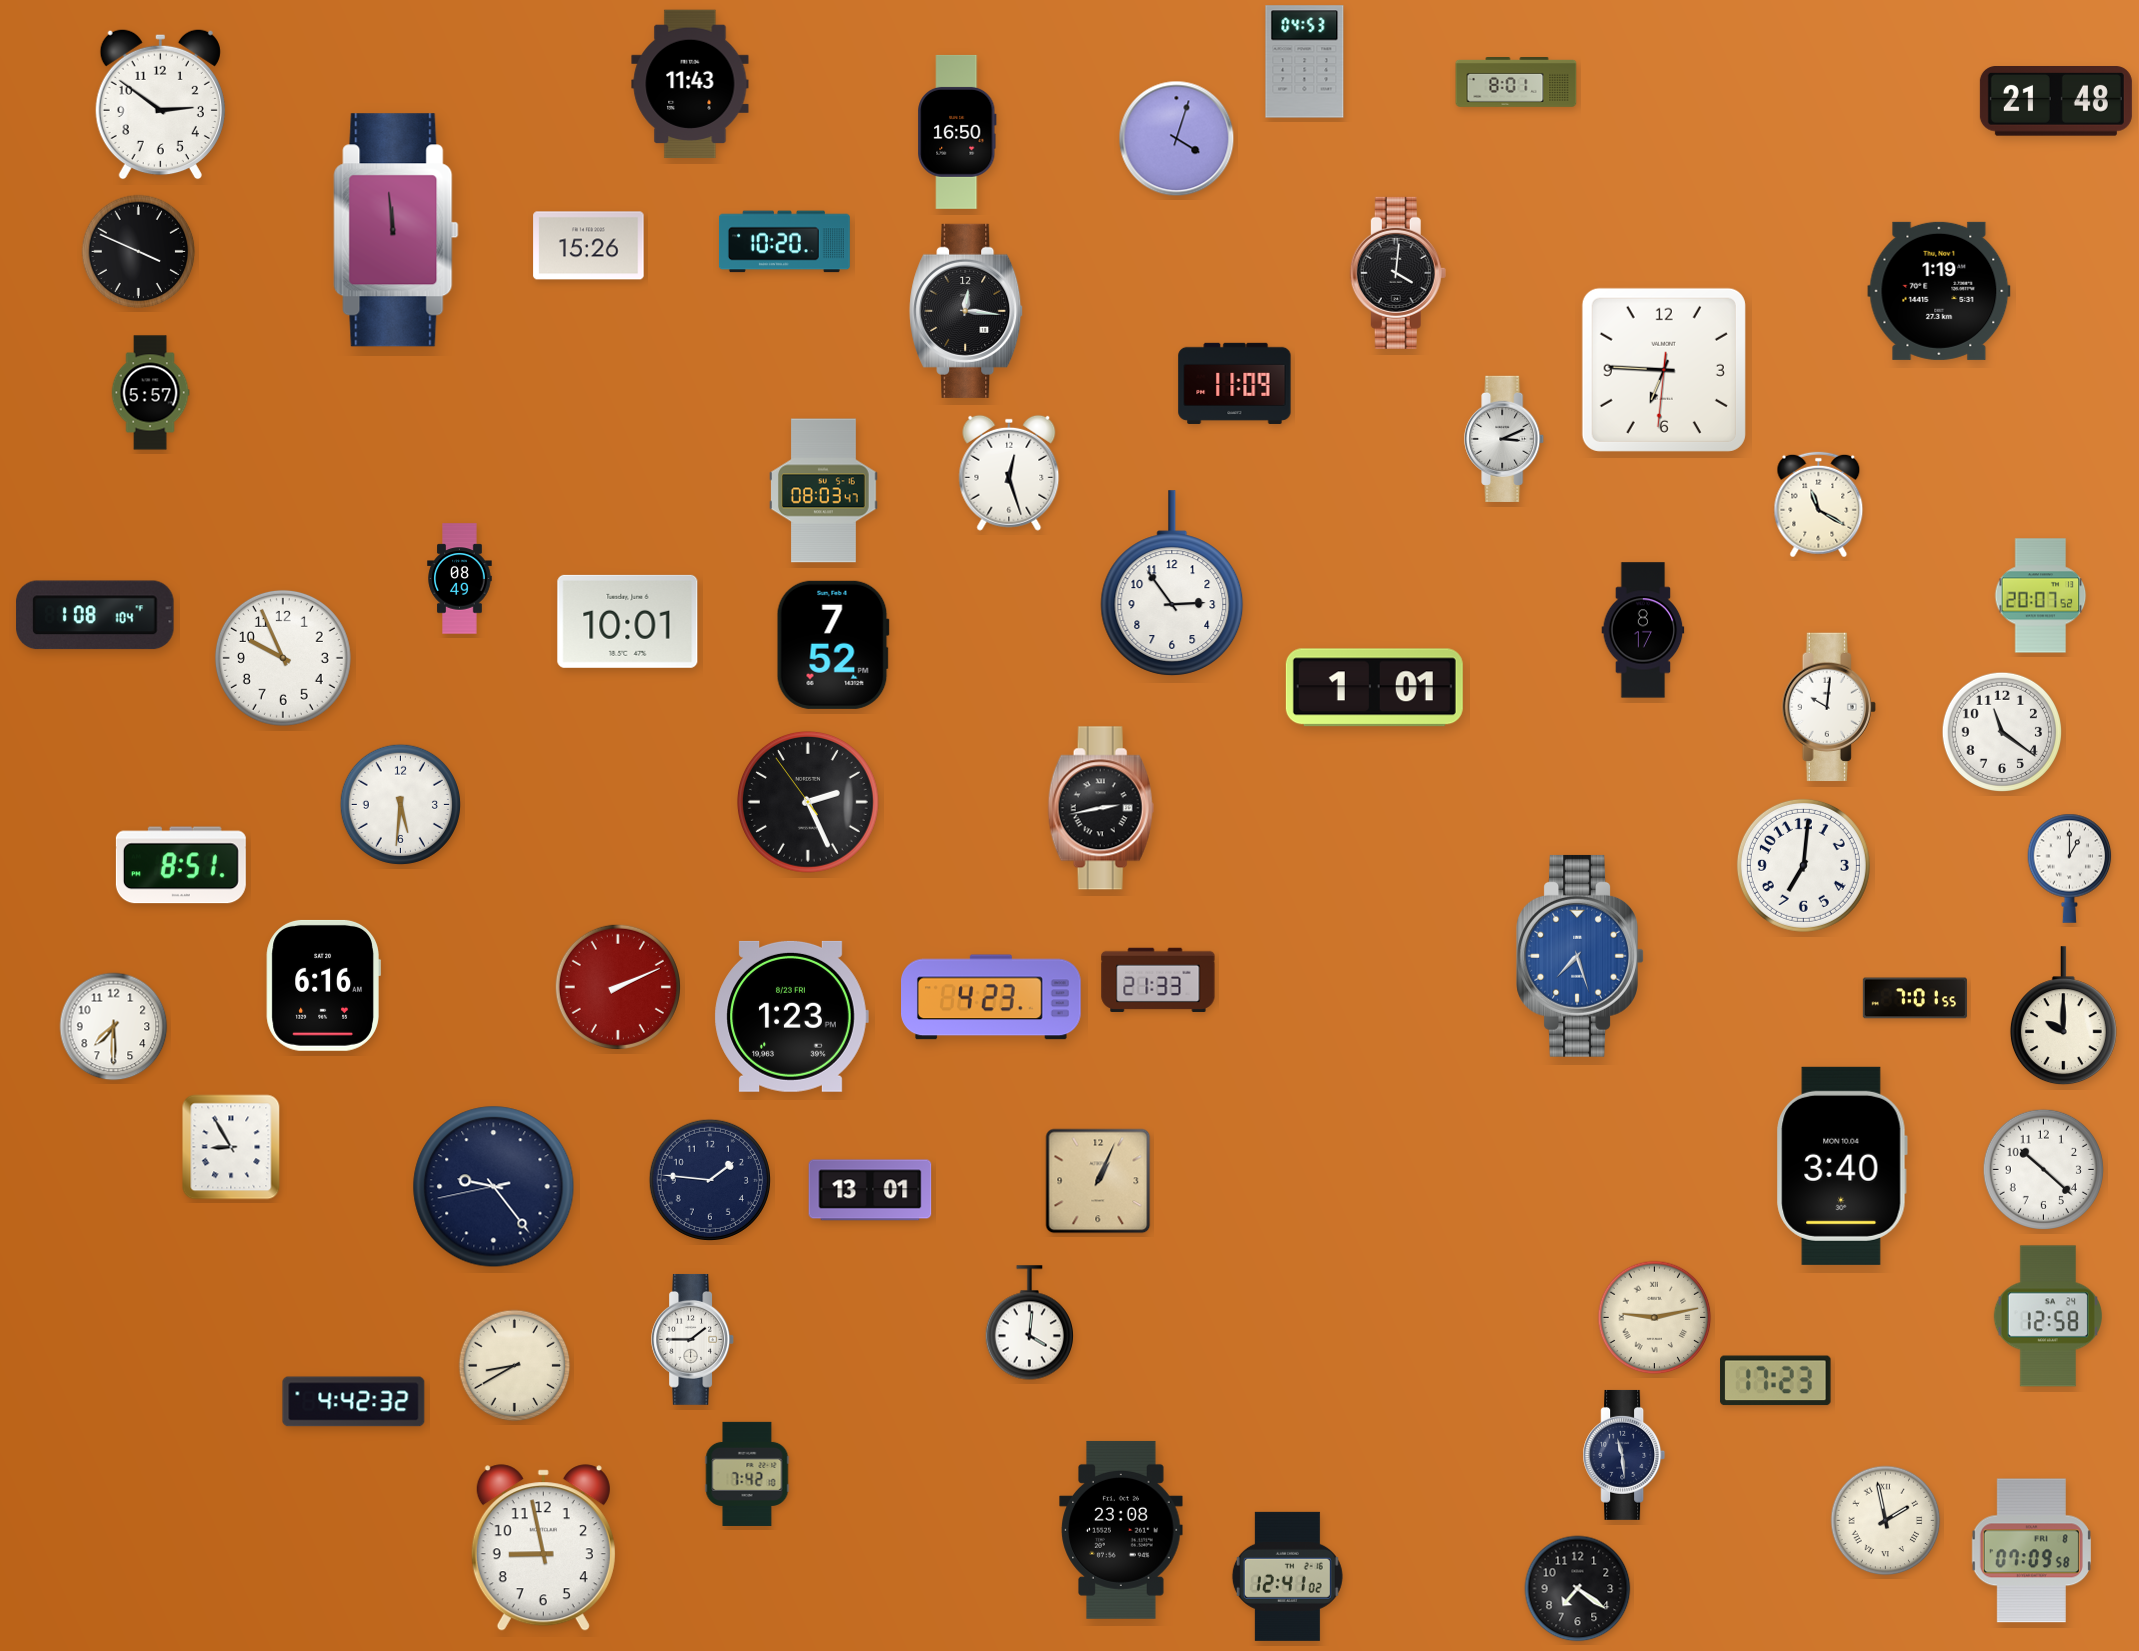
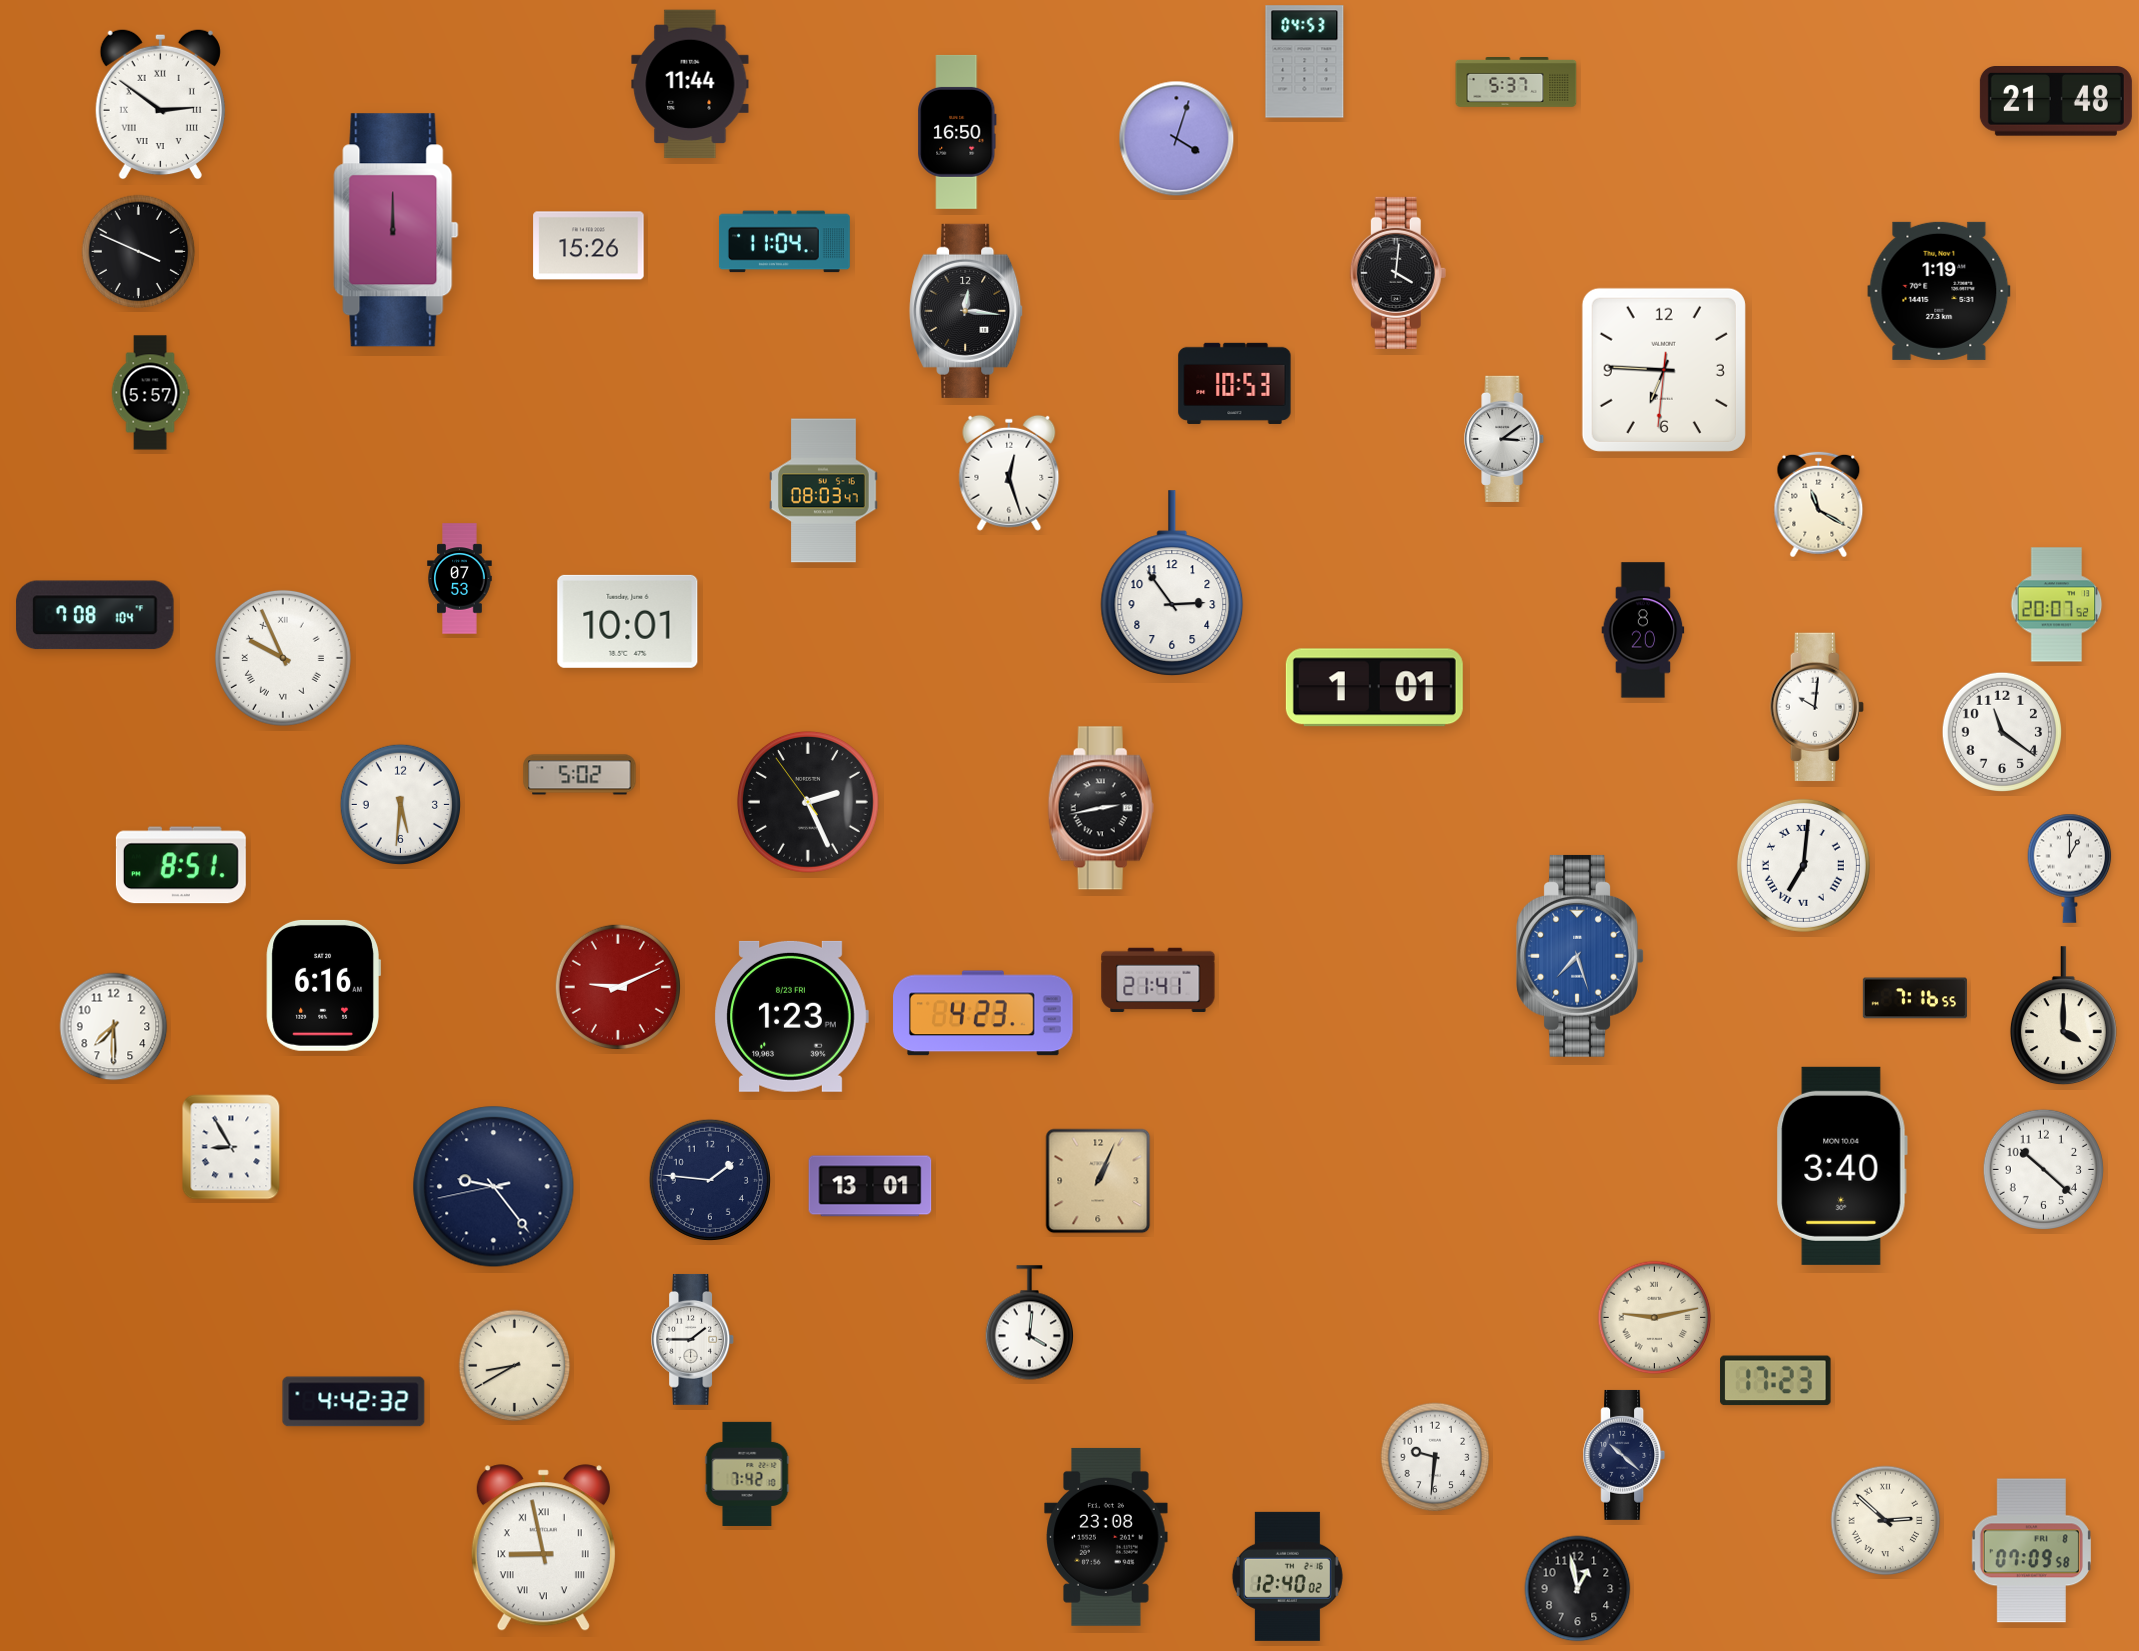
clock at (1516, 83): 8:01 -> 5:37
clock at (690, 84): 11:43 -> 11:44
clock at (160, 104) numerals: Arabic -> Roman
clock at (396, 230): 11:59 -> 12:00
clock at (784, 242): 10:20 -> 11:04
clock at (1235, 383): 11:09 -> 10:53
clock at (1505, 439): 3:11 -> 3:09
clock at (460, 579): 08:49 -> 07:53
clock at (2041, 596) position: (2041, 596) -> (2057, 605)
clock at (95, 615): 1:08 -> 7:08
clock at (1643, 630): 8:17 -> 8:20
clock at (833, 645): 7:52 -> none
clock at (283, 658) numerals: Arabic -> Roman
clock at (1829, 707) position: (1829, 707) -> (1817, 707)
clock at (580, 775): none -> 5:02
clock at (1803, 865) numerals: Arabic -> Roman
clock at (1158, 979): 21:33 -> 21:41
clock at (618, 987): 2:11 -> 9:11
clock at (992, 997) position: (992, 997) -> (984, 1013)
clock at (1915, 998): 7:01 -> 7:16
clock at (2063, 1016): 10:00 -> 4:00
clock at (870, 1190) position: (870, 1190) -> (870, 1186)
clock at (2048, 1316): 12:58 -> none
clock at (1624, 1455): 11:29 -> 10:22
clock at (1435, 1457): none -> 9:31
clock at (1886, 1521): 1:58 -> 2:52
clock at (1121, 1530) position: (1121, 1530) -> (1106, 1537)
clock at (543, 1548) numerals: Arabic -> Roman
clock at (1287, 1576): 12:41 -> 12:40
clock at (1578, 1589): 7:21 -> 12:58
